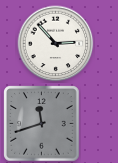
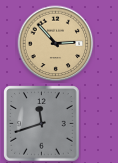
clock at (56, 44) dial: white -> champagne
